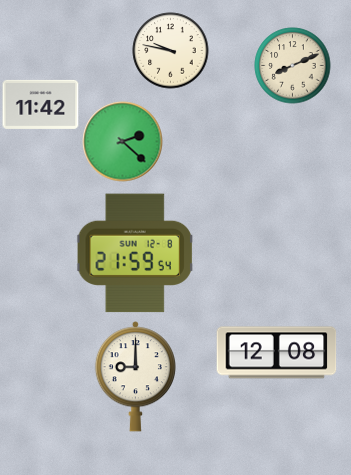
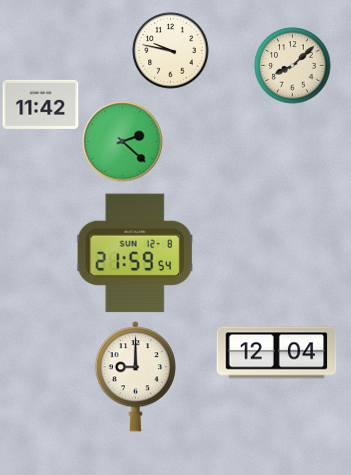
clock at (293, 66): 8:11 -> 8:08
clock at (277, 353): 12:08 -> 12:04
